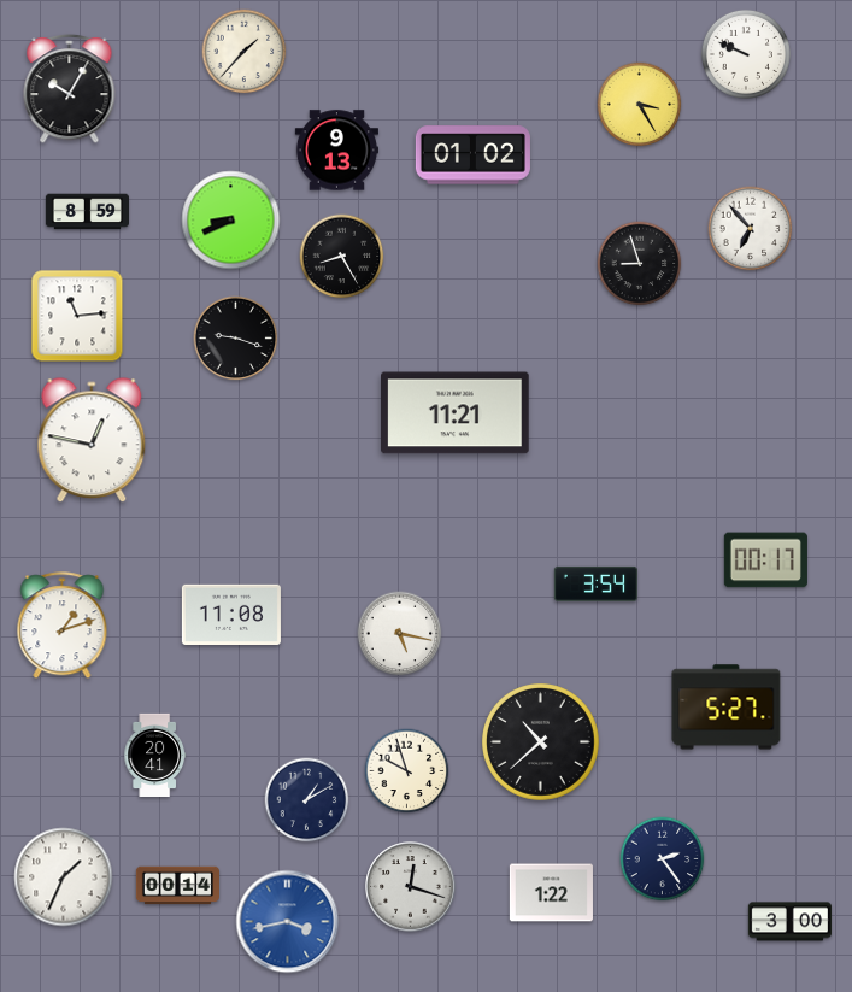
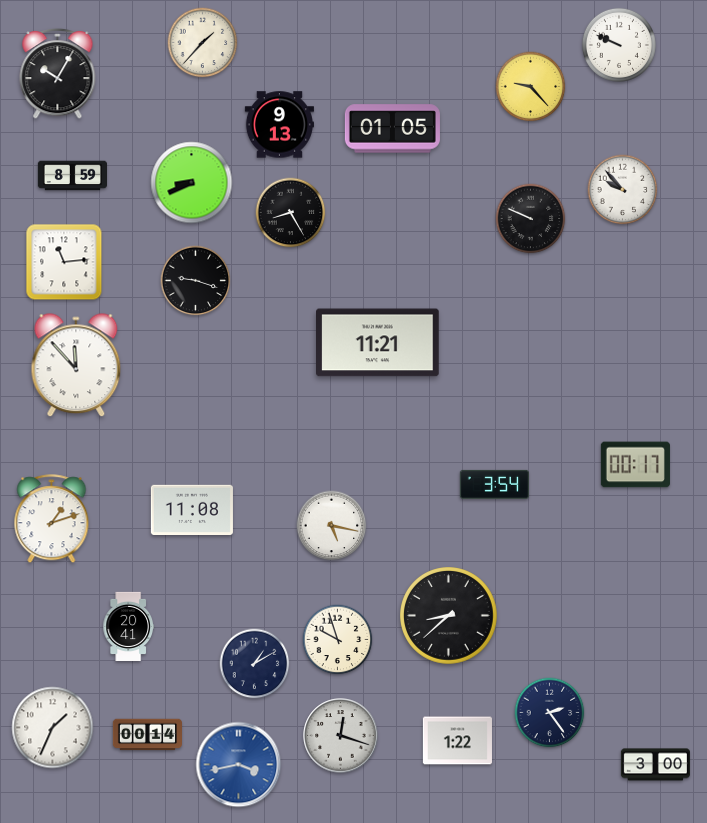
clock at (640, 105): 3:25 -> 9:23
clock at (472, 155): 01:02 -> 01:05
clock at (751, 229): 6:53 -> 9:53
clock at (342, 257) position: (342, 257) -> (291, 213)
clock at (640, 264): 8:57 -> 9:49
clock at (92, 441): 12:47 -> 11:53
clock at (727, 708): 5:27 -> none
clock at (541, 742): 10:38 -> 8:38
